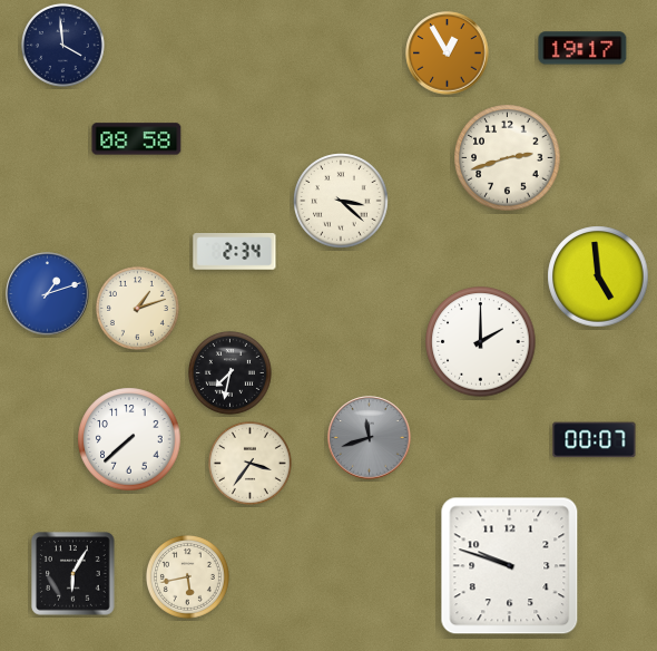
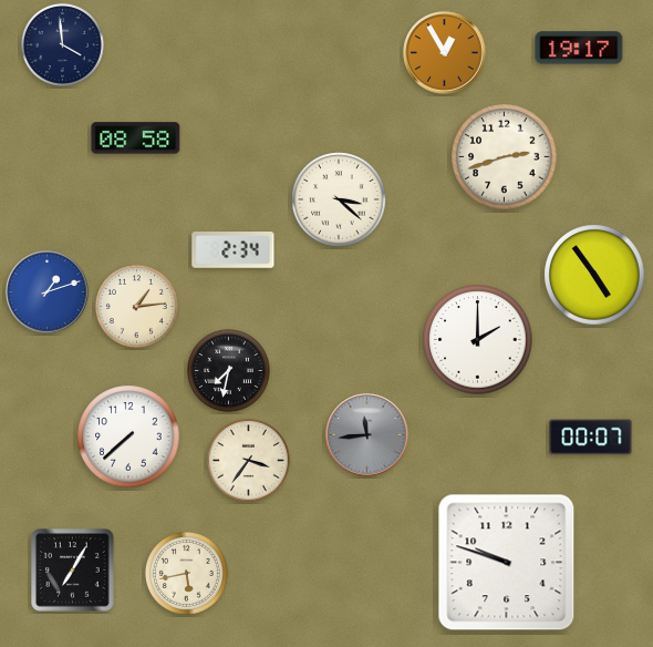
clock at (598, 276): 4:59 -> 4:54
clock at (137, 308): 1:12 -> 1:14
clock at (370, 438): 11:42 -> 11:44
clock at (73, 574): 6:05 -> 7:05
